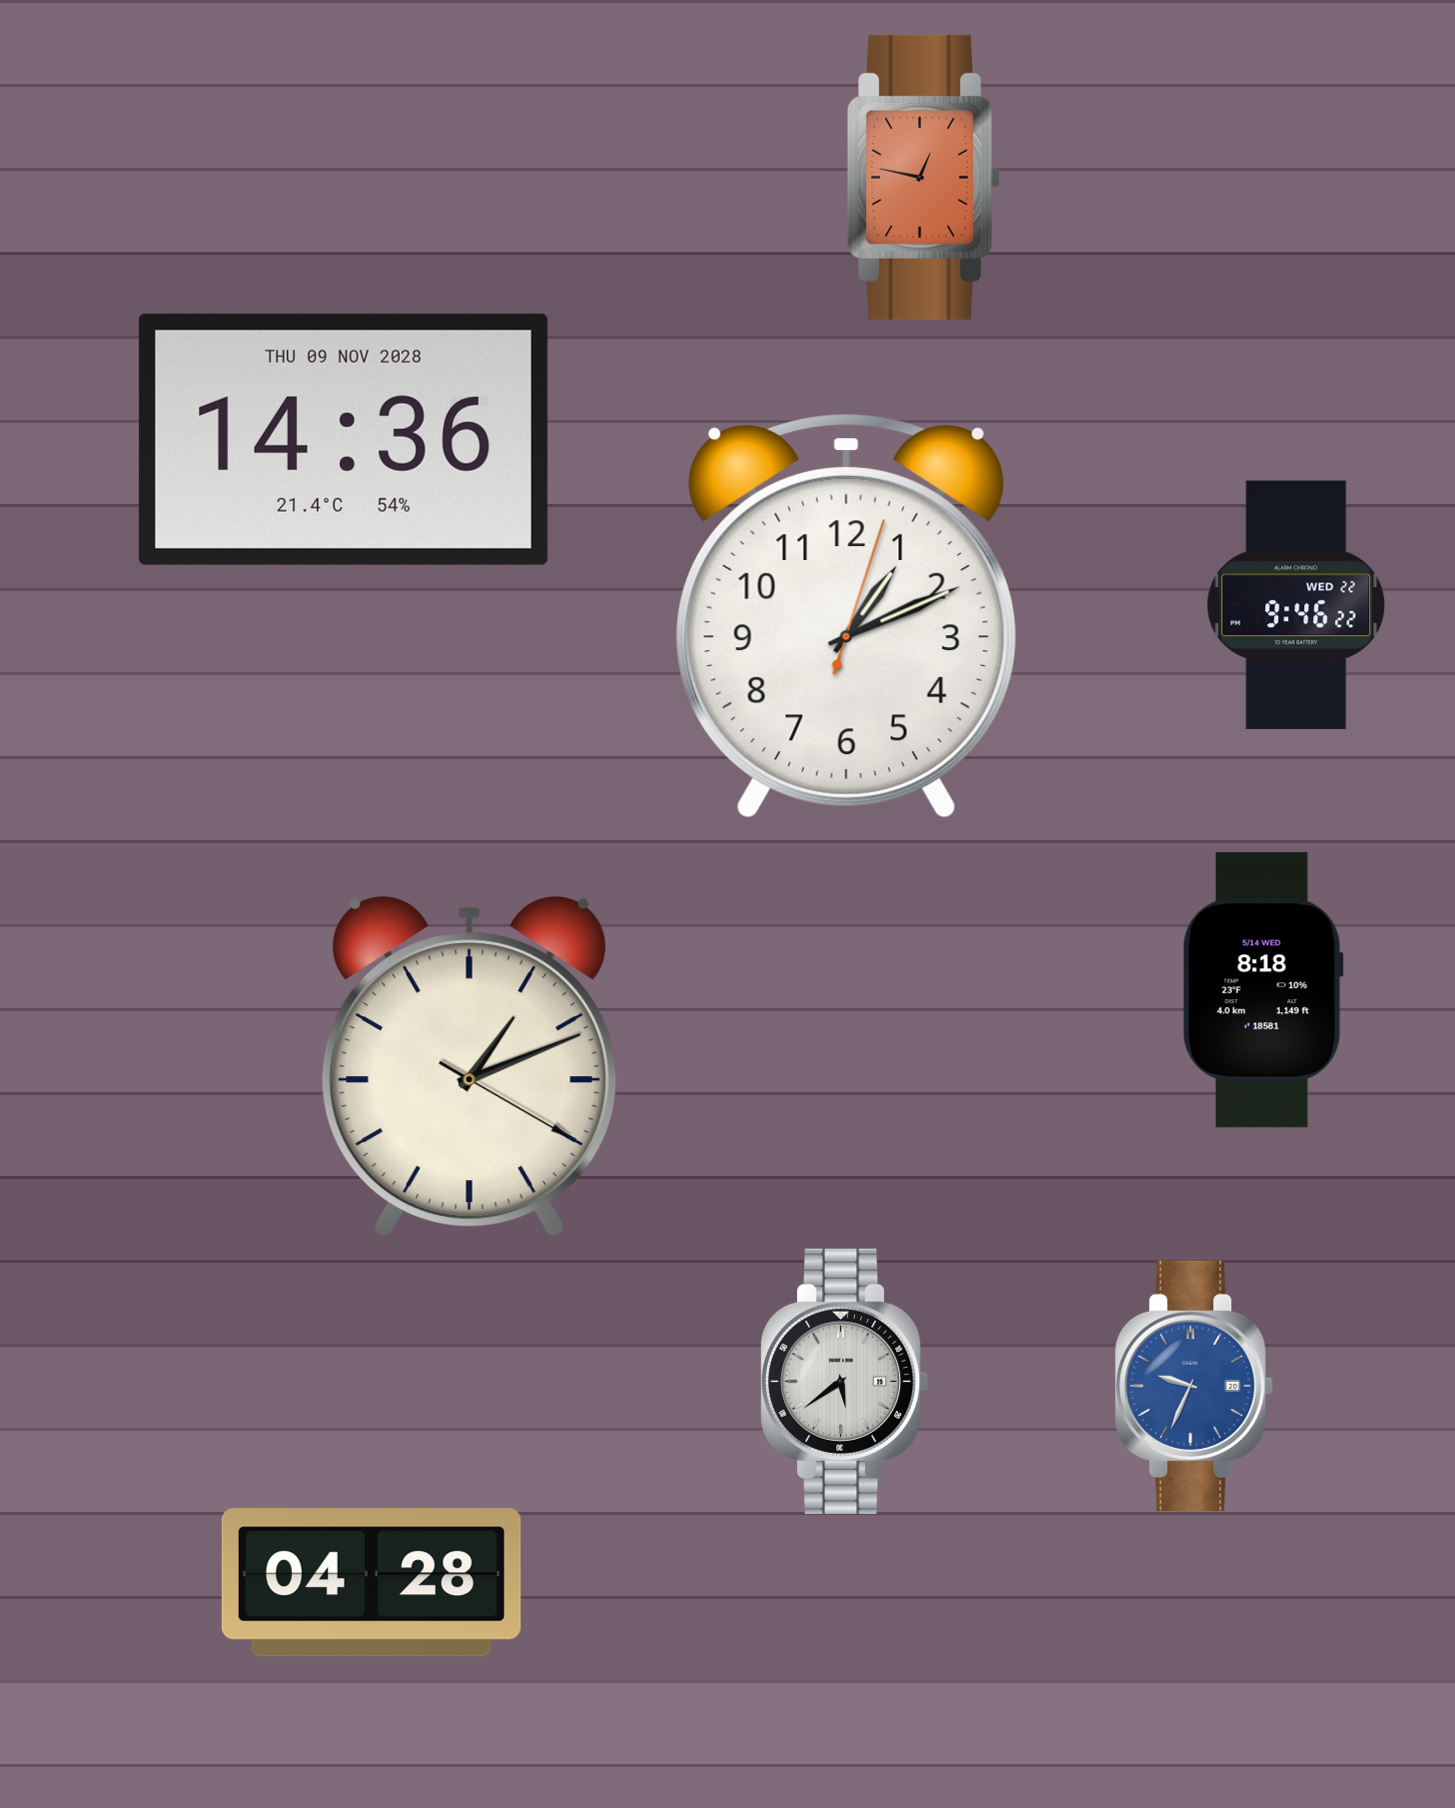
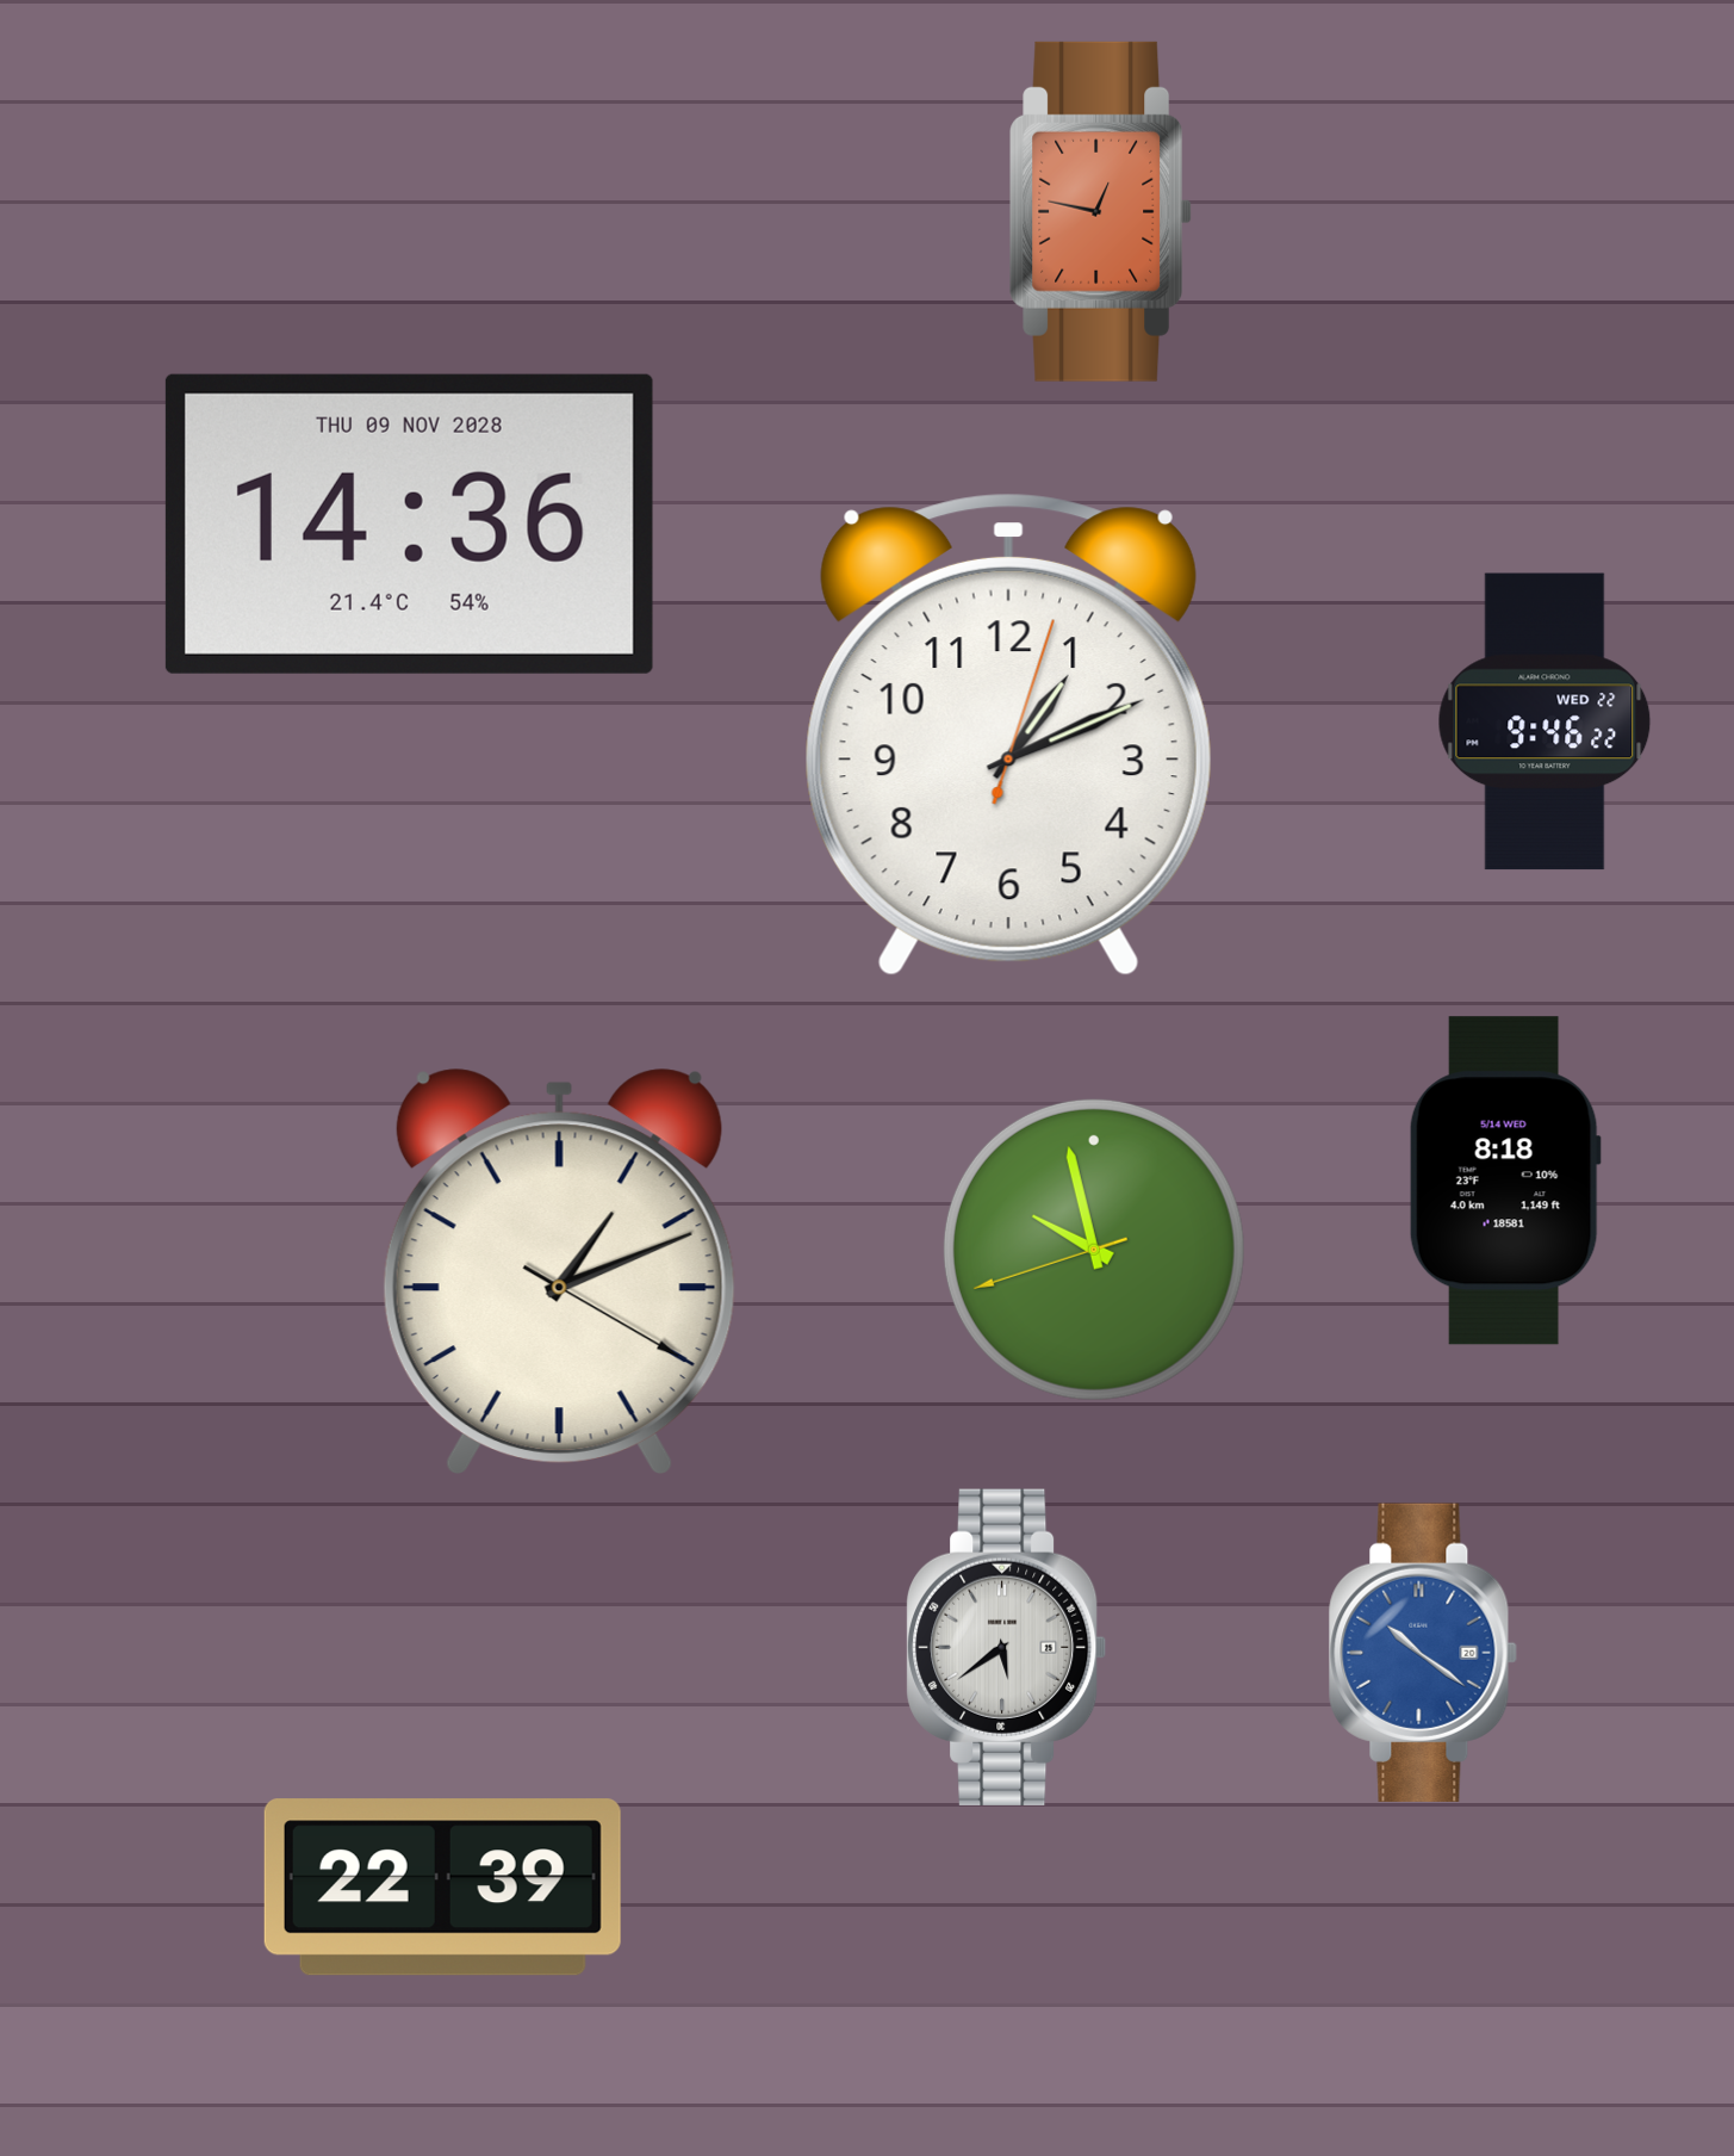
clock at (1094, 1250): none -> 9:57
clock at (1194, 1386): 9:34 -> 10:21
clock at (371, 1583): 04:28 -> 22:39
